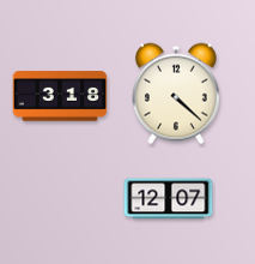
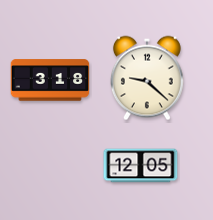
clock at (176, 94): 4:22 -> 9:22
clock at (169, 199): 12:07 -> 12:05
